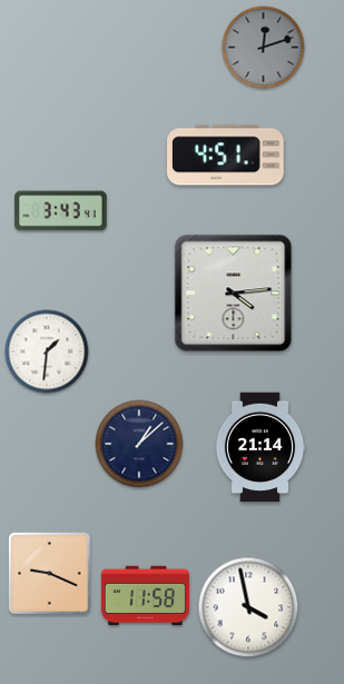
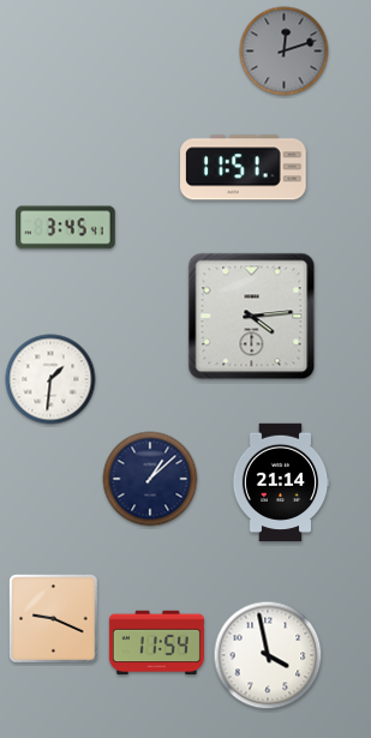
clock at (226, 156): 4:51 -> 11:51
clock at (61, 211): 3:43 -> 3:45
clock at (145, 596): 11:58 -> 11:54
